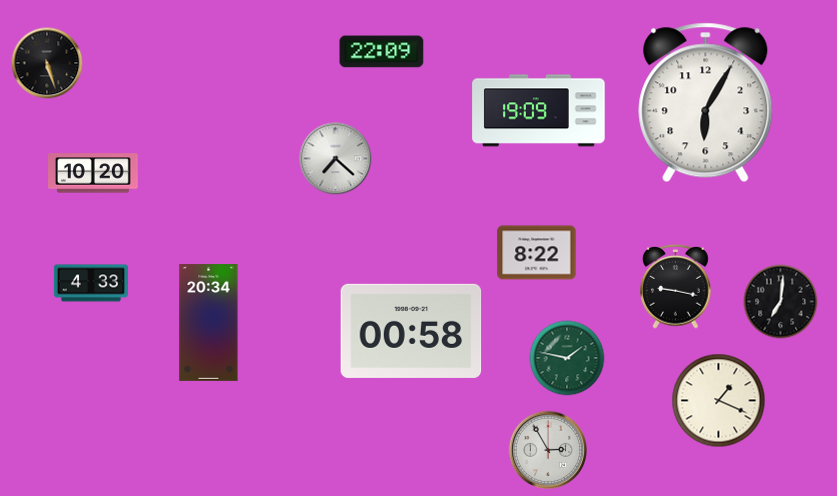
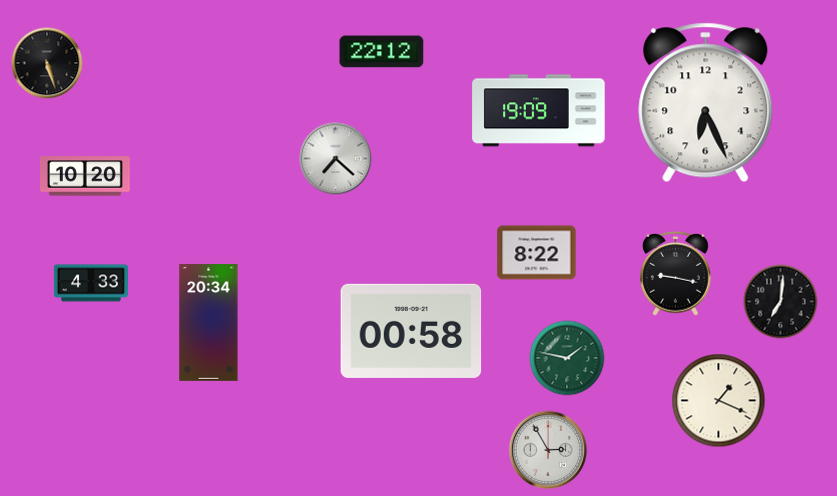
clock at (382, 52): 22:09 -> 22:12
clock at (706, 103): 6:05 -> 6:26
clock at (94, 173) position: (94, 173) -> (86, 176)
clock at (676, 286) position: (676, 286) -> (676, 273)
